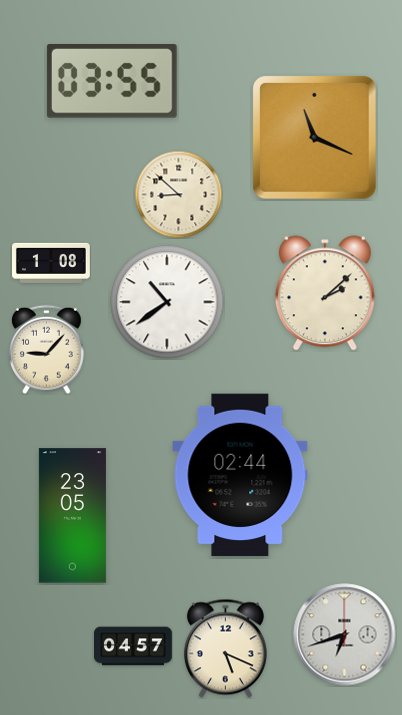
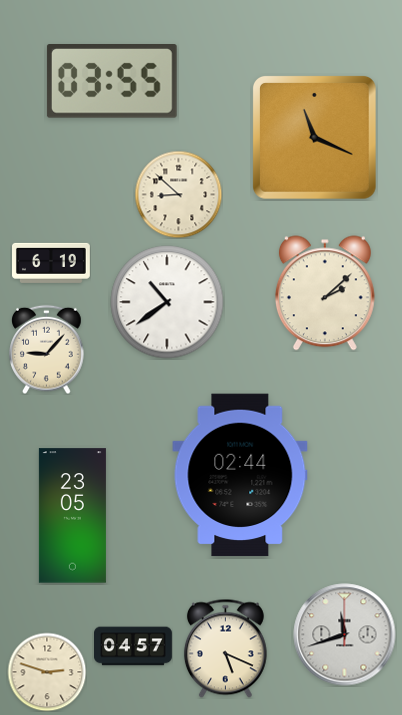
clock at (52, 263): 1:08 -> 6:19
clock at (345, 635): 6:42 -> 11:42
clock at (47, 672): none -> 2:48
